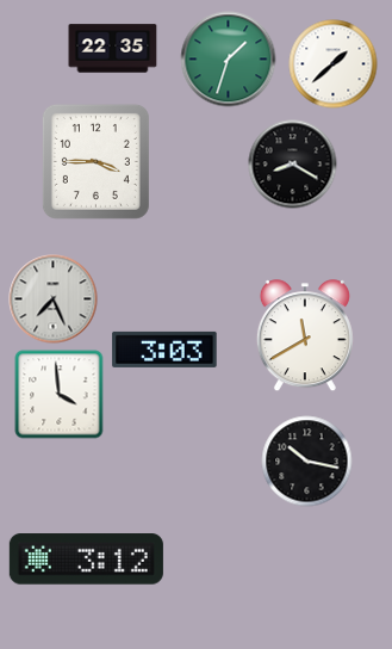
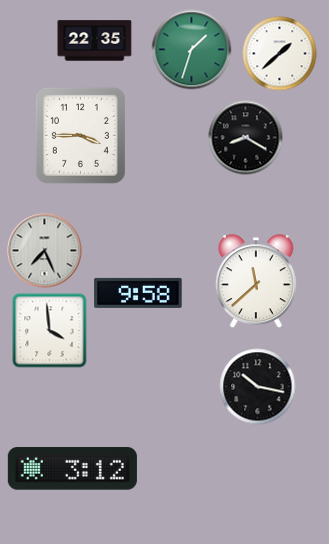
clock at (305, 336): 11:40 -> 11:38
clock at (164, 350): 3:03 -> 9:58
